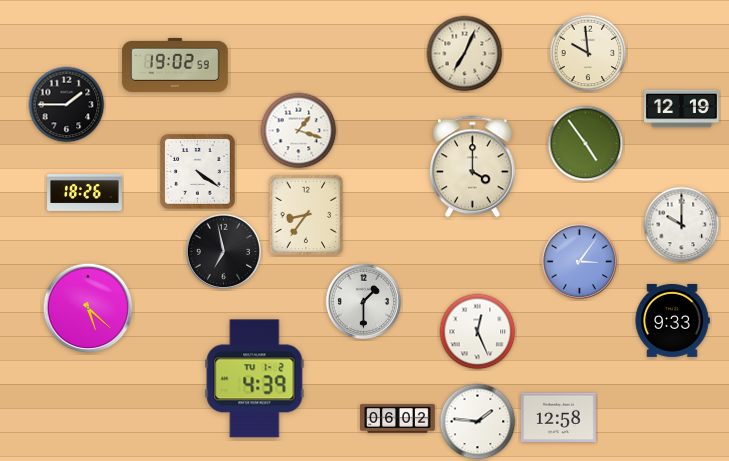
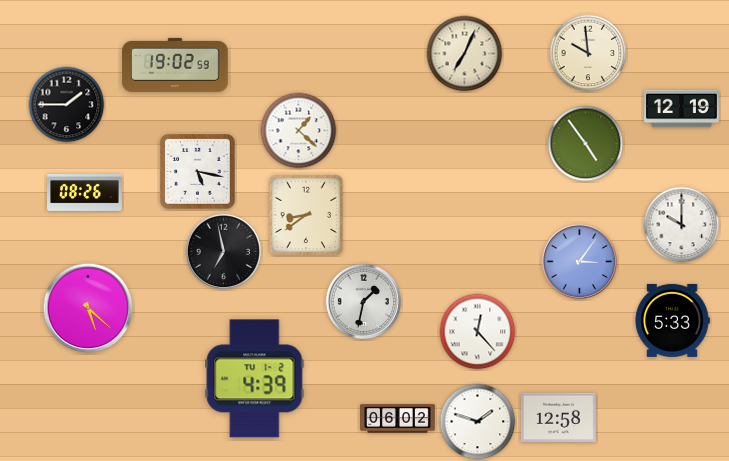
clock at (299, 131): 1:18 -> 1:22
clock at (472, 167): 4:00 -> none
clock at (198, 172): 4:21 -> 5:17
clock at (85, 193): 18:26 -> 08:26
clock at (306, 215): 8:36 -> 8:39
clock at (363, 301): 1:30 -> 1:32
clock at (672, 320): 9:33 -> 5:33
clock at (478, 332): 12:26 -> 12:23
clock at (478, 422): 1:46 -> 1:48
